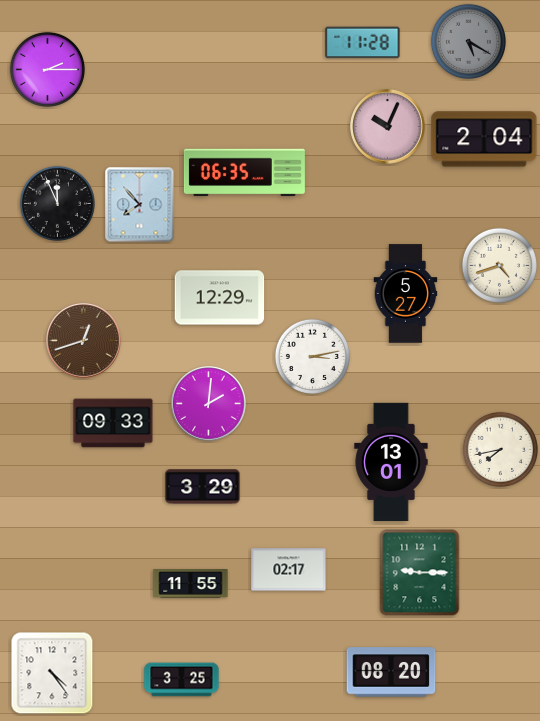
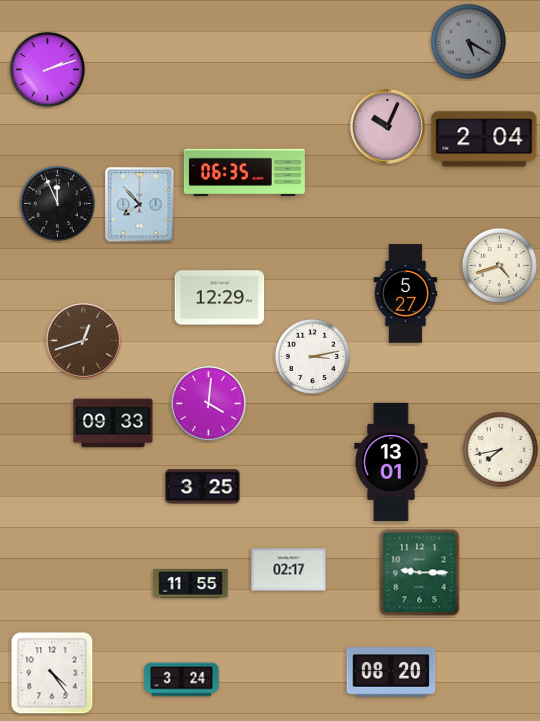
clock at (363, 43): 11:28 -> none
clock at (47, 69): 2:15 -> 2:12
clock at (209, 404): 2:01 -> 4:01
clock at (203, 487): 3:29 -> 3:25
clock at (182, 680): 3:25 -> 3:24
